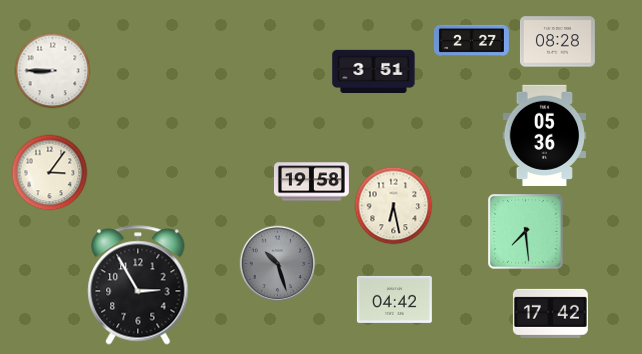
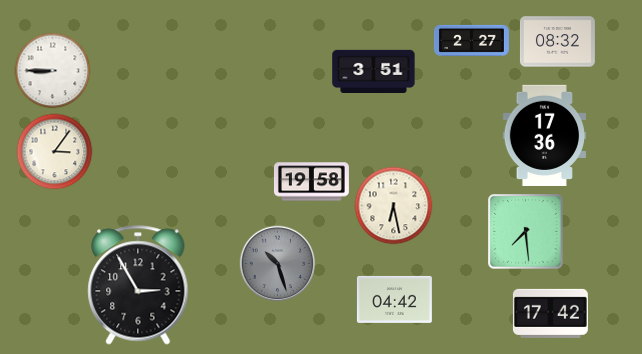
clock at (557, 42): 08:28 -> 08:32
clock at (545, 135): 05:36 -> 17:36
clock at (50, 173) position: (50, 173) -> (55, 152)
